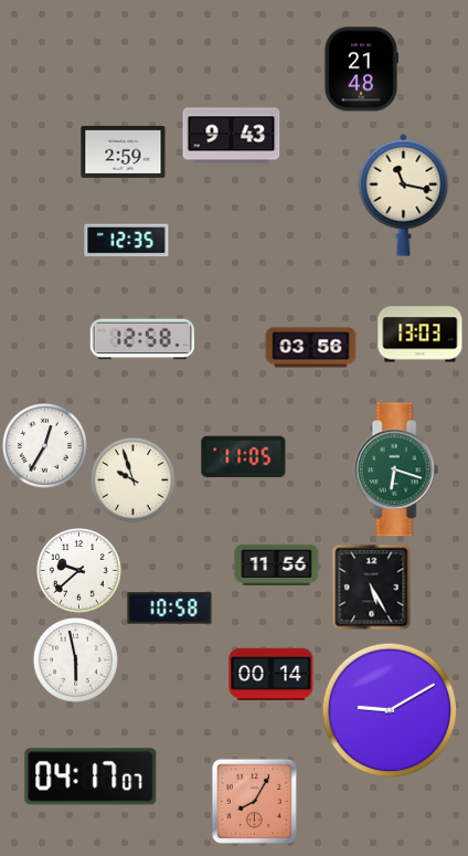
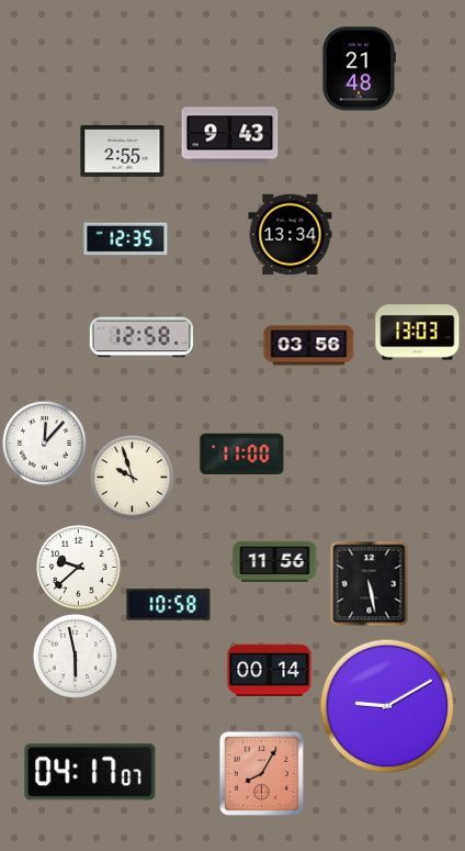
clock at (124, 151): 2:59 -> 2:55
clock at (404, 194): 11:17 -> none
clock at (291, 235): none -> 13:34
clock at (45, 446): 12:35 -> 12:07
clock at (244, 456): 11:05 -> 11:00
clock at (396, 469): 6:18 -> none
clock at (372, 586): 5:25 -> 5:28
clock at (254, 801) position: (254, 801) -> (261, 773)
